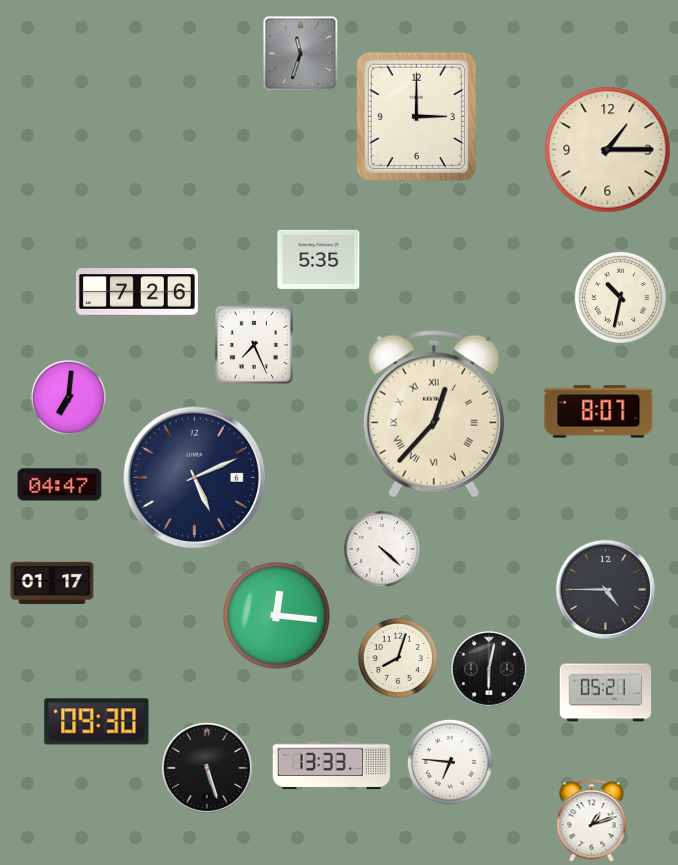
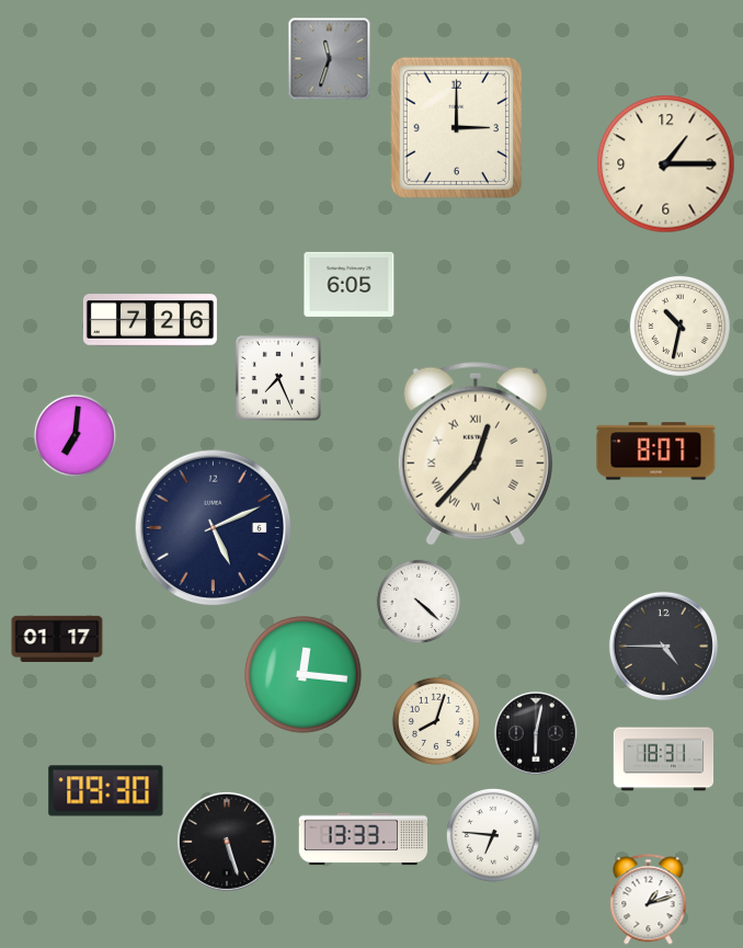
clock at (319, 259): 5:35 -> 6:05
clock at (195, 478) position: (195, 478) -> (214, 528)
clock at (60, 485): 04:47 -> none
clock at (606, 693): 05:21 -> 18:31
